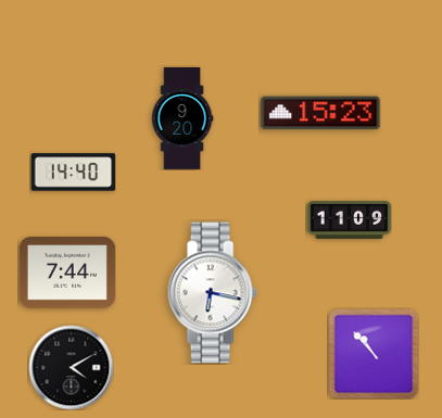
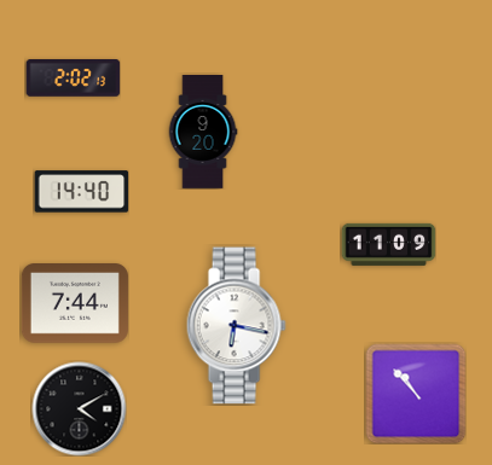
clock at (73, 79): none -> 2:02
clock at (320, 113): 15:23 -> none
